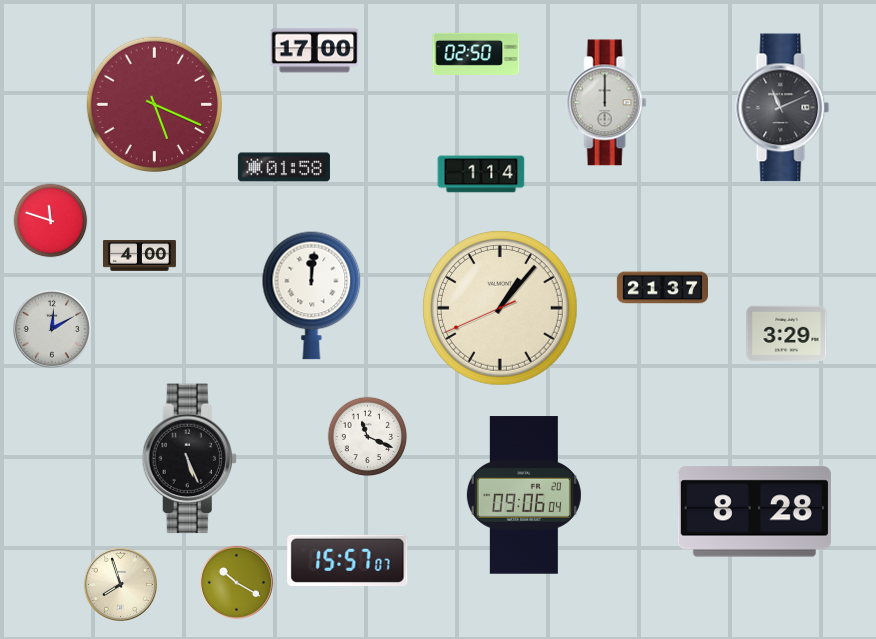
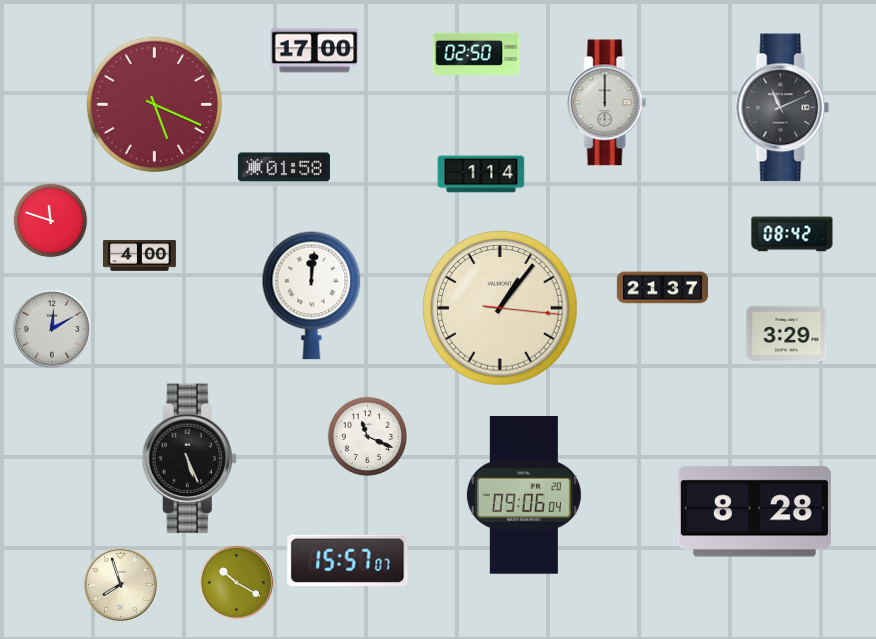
clock at (792, 234): none -> 08:42
clock at (500, 308): 1:06:41 -> 1:06:16
